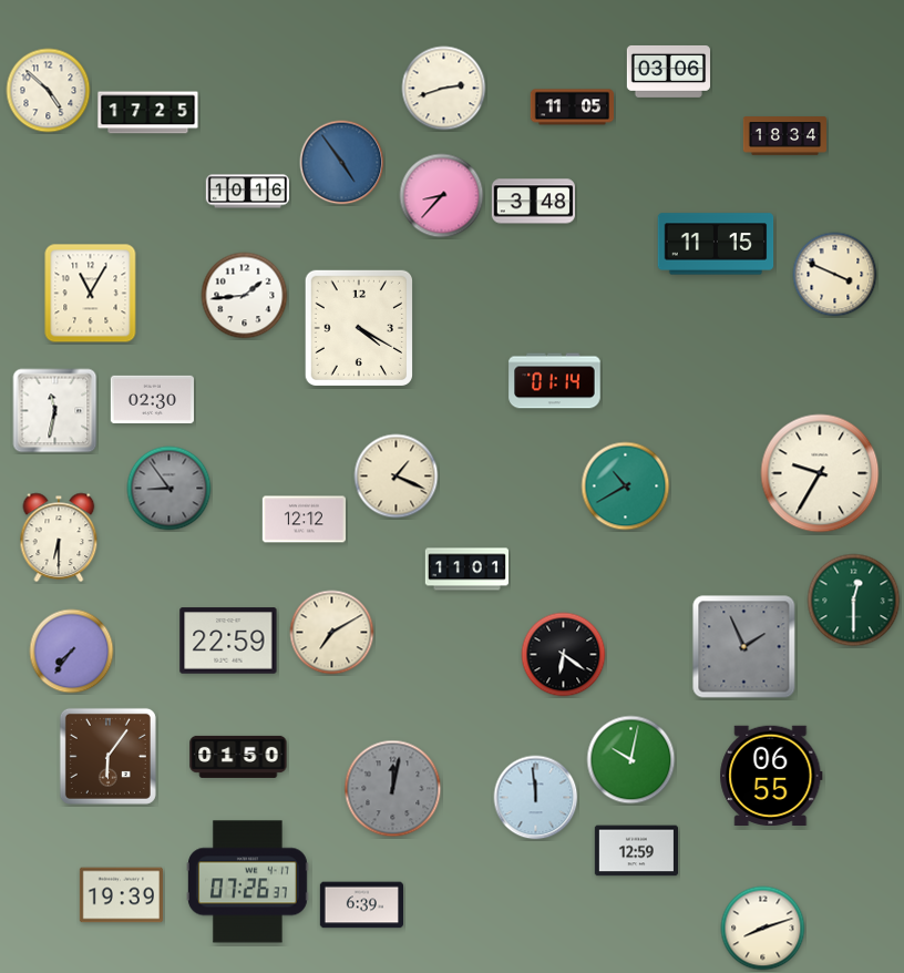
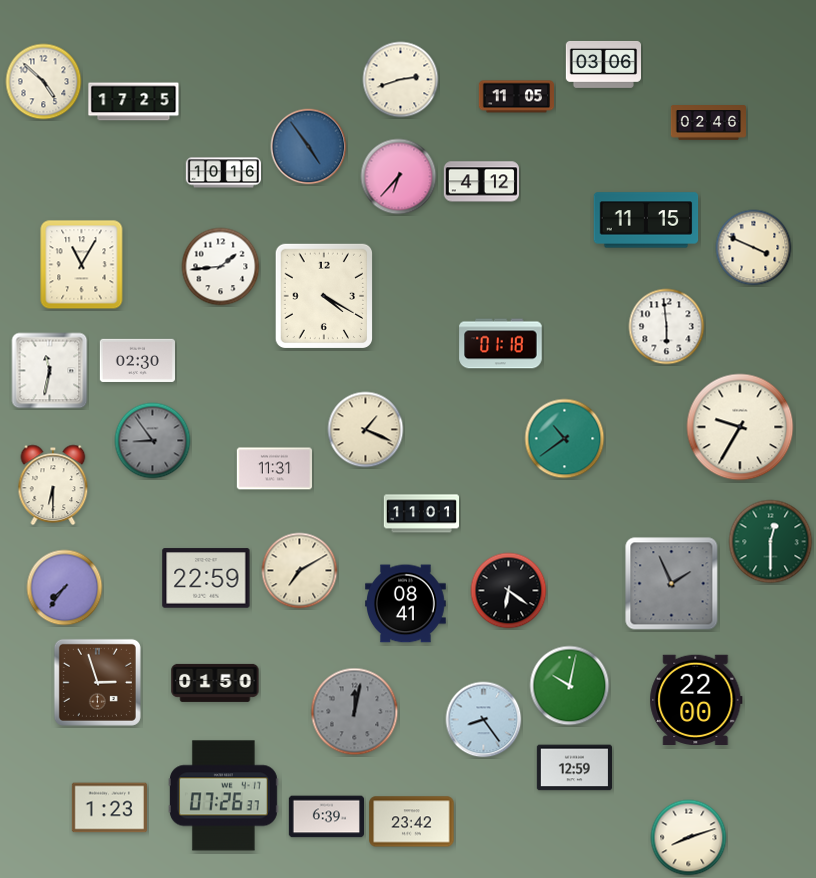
clock at (785, 136): 18:34 -> 02:46
clock at (442, 196): 8:37 -> 6:37
clock at (533, 202): 3:48 -> 4:12
clock at (667, 327): none -> 5:59
clock at (555, 381): 01:14 -> 01:18
clock at (397, 477) position: (397, 477) -> (366, 430)
clock at (626, 486): 10:40 -> 10:39
clock at (304, 520): 12:12 -> 11:31
clock at (406, 604): none -> 08:41
clock at (107, 756): 6:06 -> 2:57
clock at (771, 776): 06:55 -> 22:00
clock at (536, 798): 11:59 -> 8:24
clock at (121, 895): 19:39 -> 1:23
clock at (412, 822): none -> 23:42
